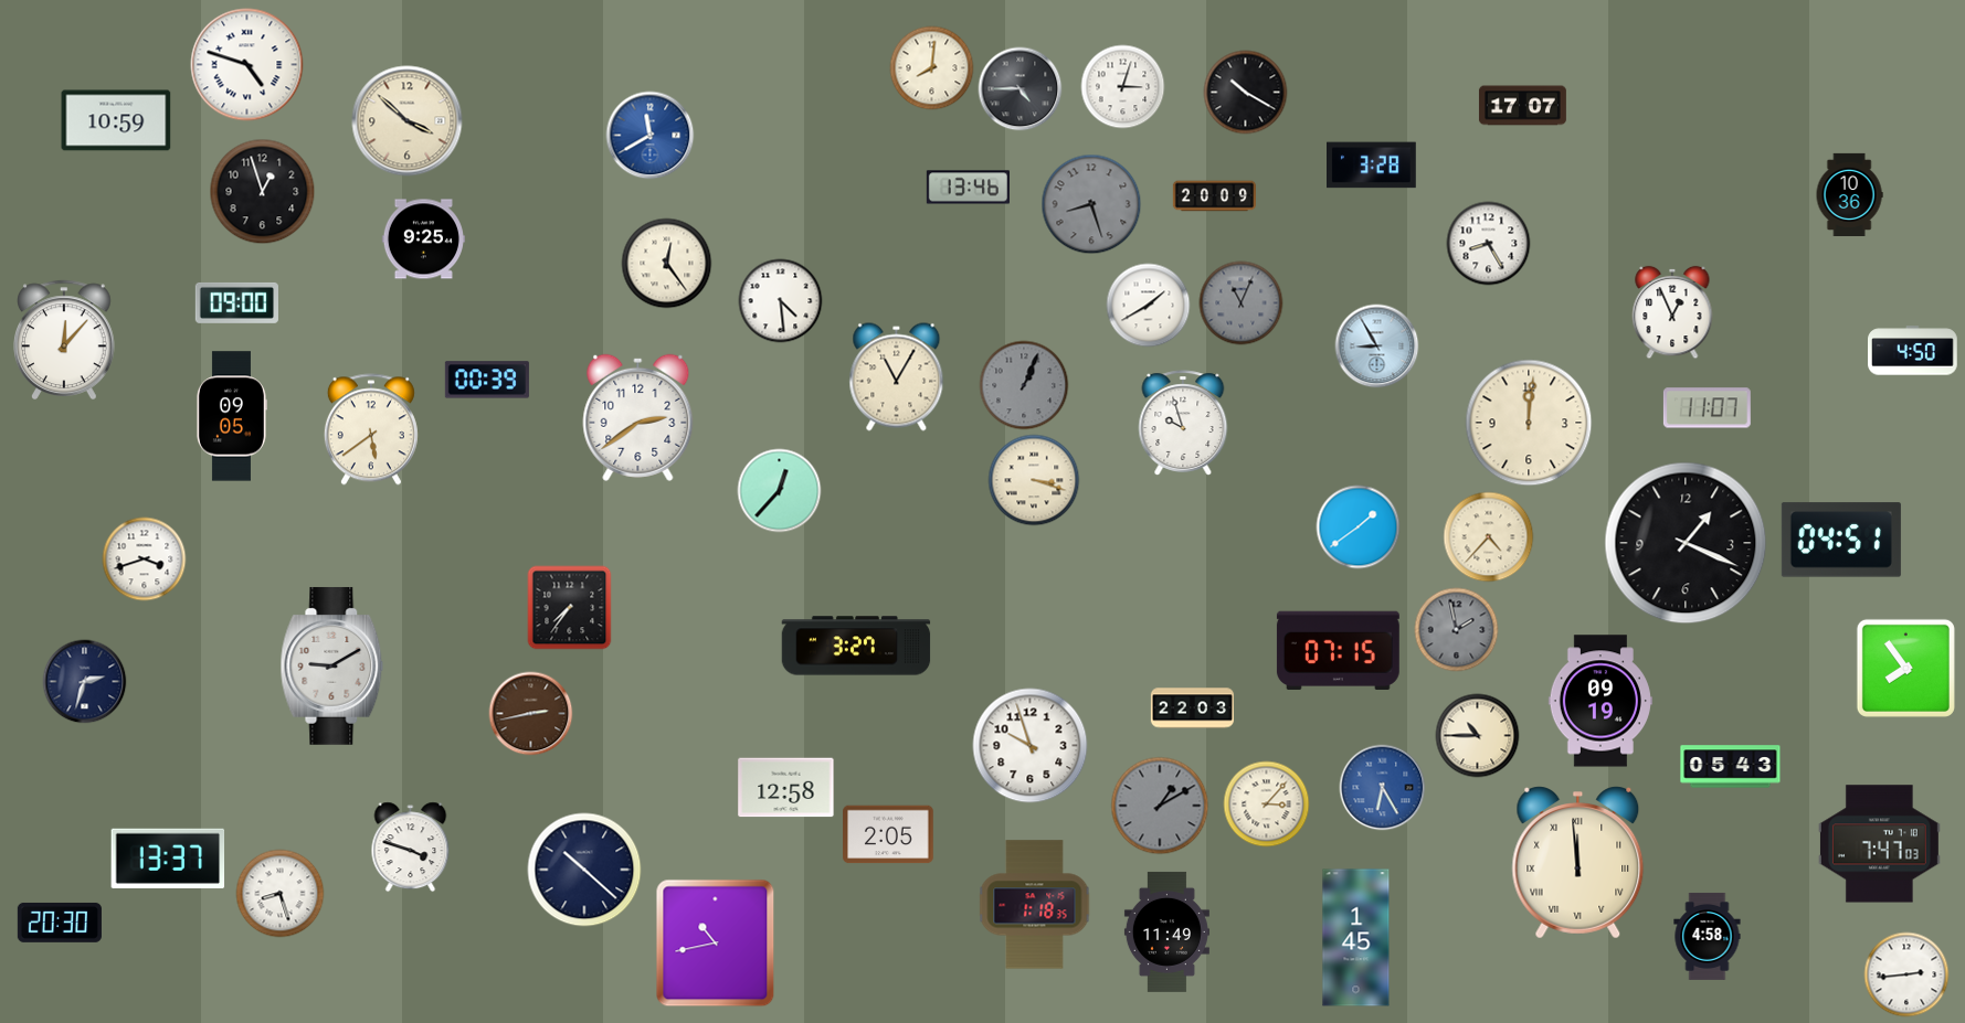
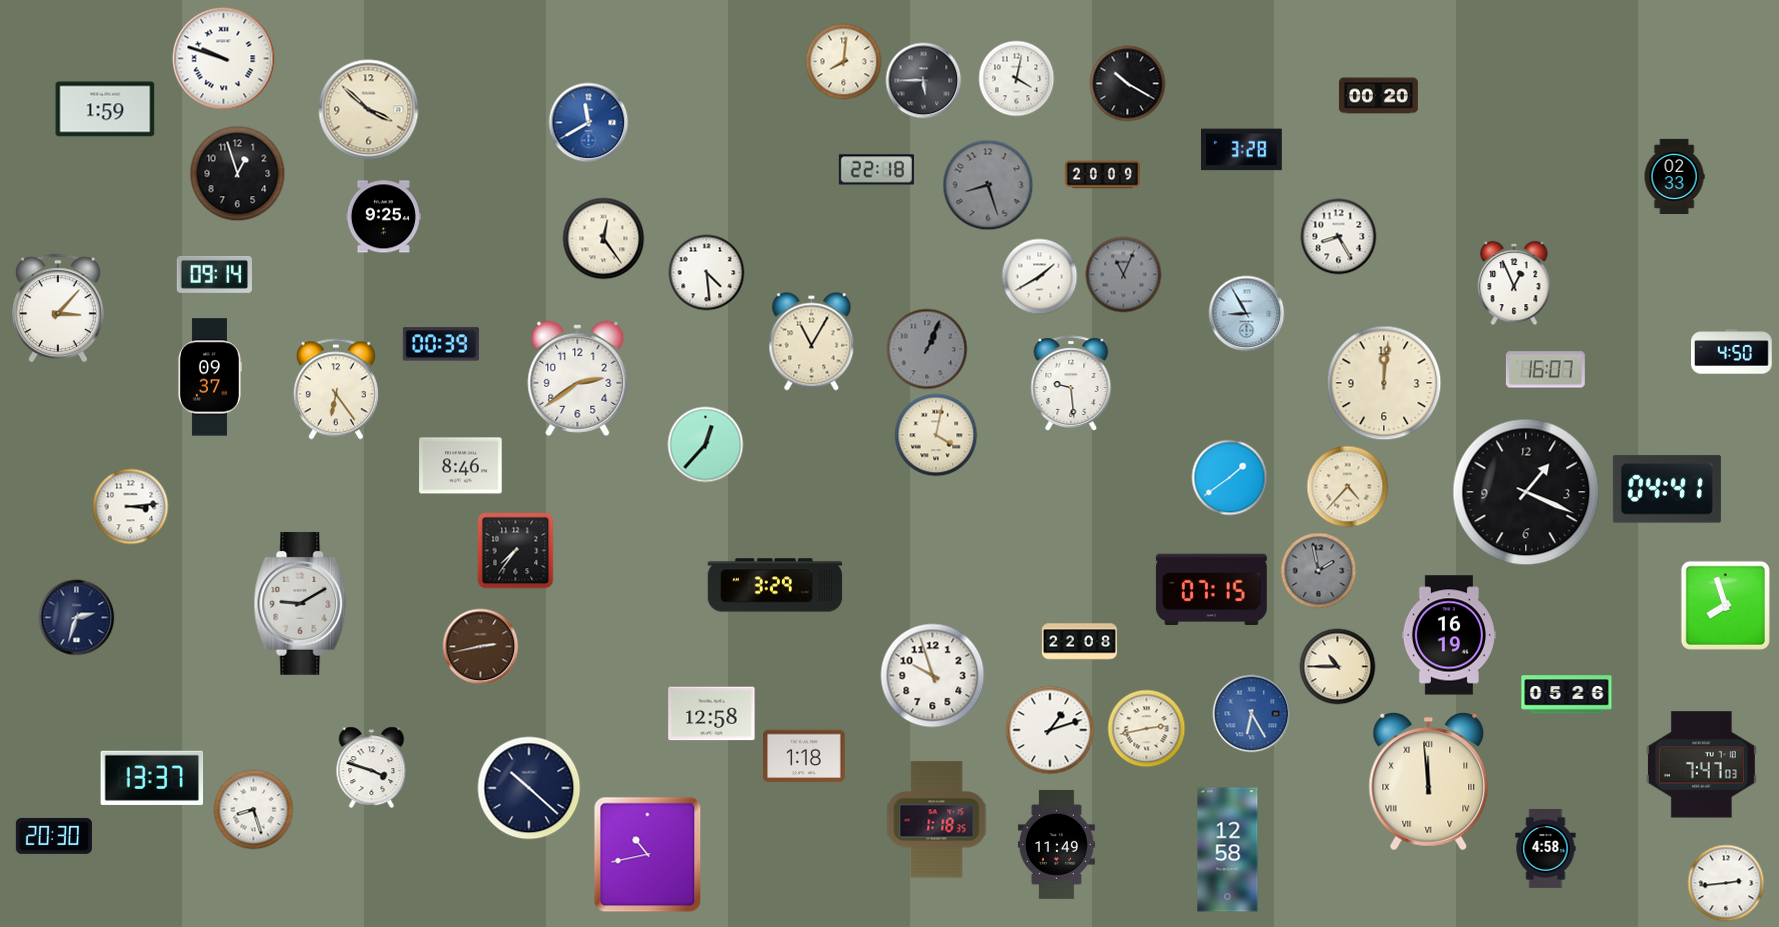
clock at (247, 65): 4:48 -> 9:48
clock at (1123, 87): 3:03 -> 4:02
clock at (1021, 89): 4:45 -> 5:45
clock at (1522, 106): 17:07 -> 00:20
clock at (116, 120): 10:59 -> 1:59
clock at (968, 188): 13:46 -> 22:18
clock at (1849, 194): 10:36 -> 02:33
clock at (1214, 196) position: (1214, 196) -> (1102, 175)
clock at (1489, 244) position: (1489, 244) -> (1339, 237)
clock at (236, 302): 09:00 -> 09:14
clock at (65, 339): 12:07 -> 3:07
clock at (1913, 351) position: (1913, 351) -> (1732, 352)
clock at (1707, 408): 11:07 -> 16:07
clock at (231, 416): 09:05 -> 09:37
clock at (1183, 423): 9:57 -> 9:29
clock at (371, 429): 5:39 -> 6:24
clock at (1034, 480): 3:18 -> 4:02
clock at (461, 466): none -> 8:46
clock at (1841, 540): 04:51 -> 04:41
clock at (145, 560): 3:42 -> 3:14
clock at (856, 646): 3:27 -> 3:29
clock at (1905, 668): 7:54 -> 7:57
clock at (1600, 701): 09:19 -> 16:19
clock at (1192, 708): 22:03 -> 22:08
clock at (1731, 767): 05:43 -> 05:26
clock at (1267, 804): 3:07 -> 2:43
clock at (1160, 806): 1:10 -> 1:12
clock at (1160, 806) dial: grey -> white
clock at (888, 834): 2:05 -> 1:18
clock at (1356, 938): 1:45 -> 12:58
